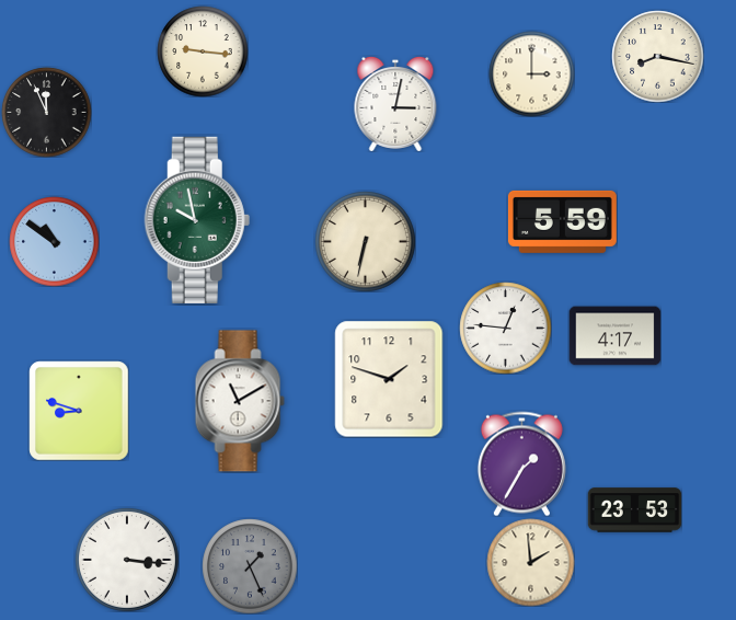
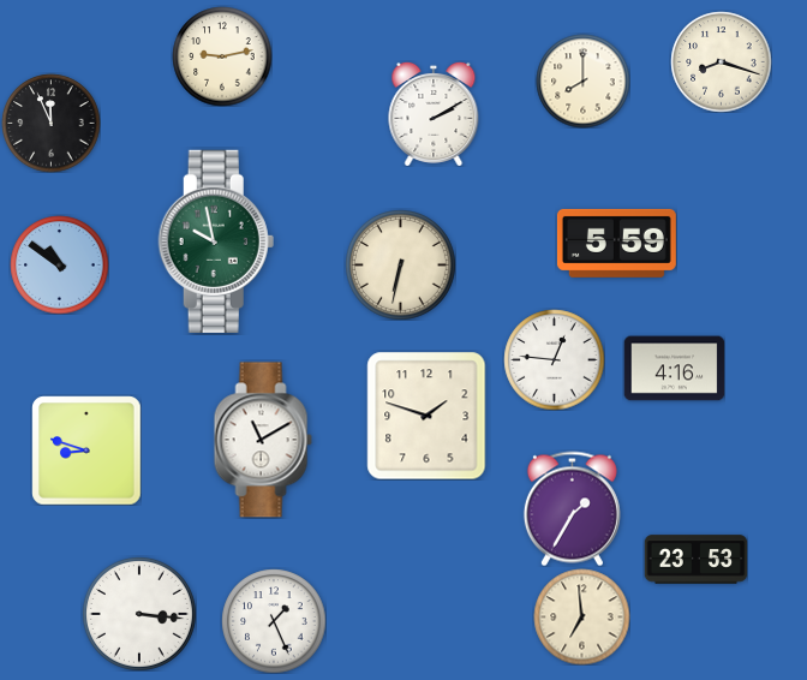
clock at (203, 51): 9:16 -> 9:13
clock at (657, 56): 8:17 -> 8:18
clock at (531, 73): 3:00 -> 8:00
clock at (395, 104): 3:02 -> 2:10
clock at (614, 336): 4:17 -> 4:16
clock at (530, 562): 1:59 -> 6:59
clock at (250, 566) dial: grey -> white
